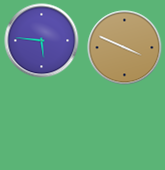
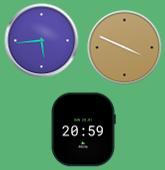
clock at (42, 41): 5:46 -> 5:44
clock at (83, 130): none -> 20:59
